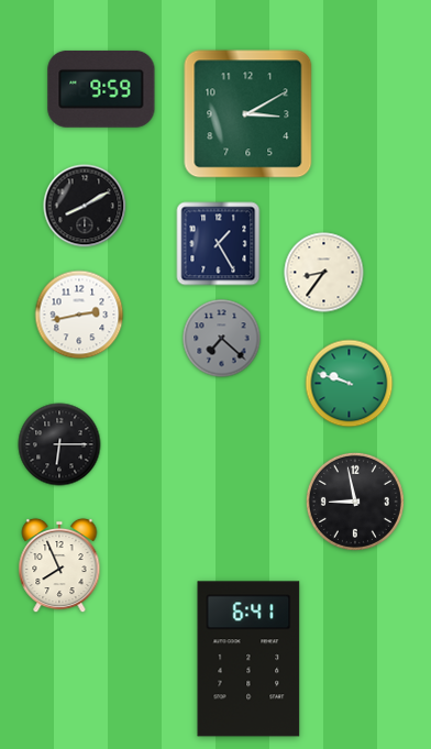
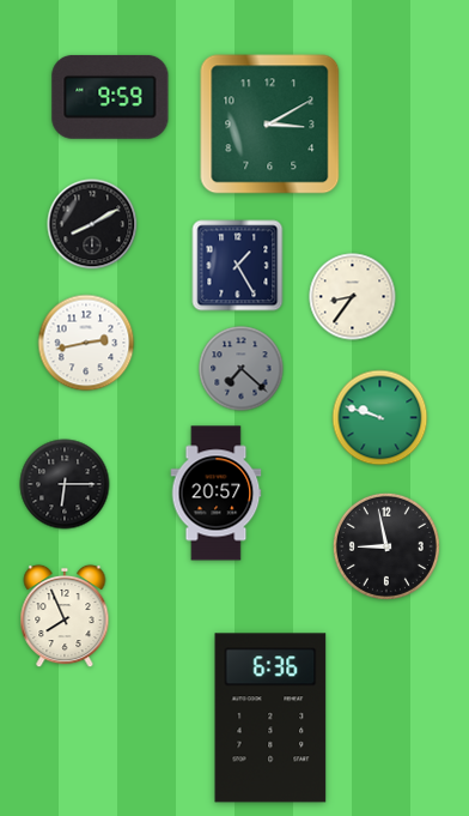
clock at (217, 494): none -> 20:57
clock at (248, 659): 6:41 -> 6:36
